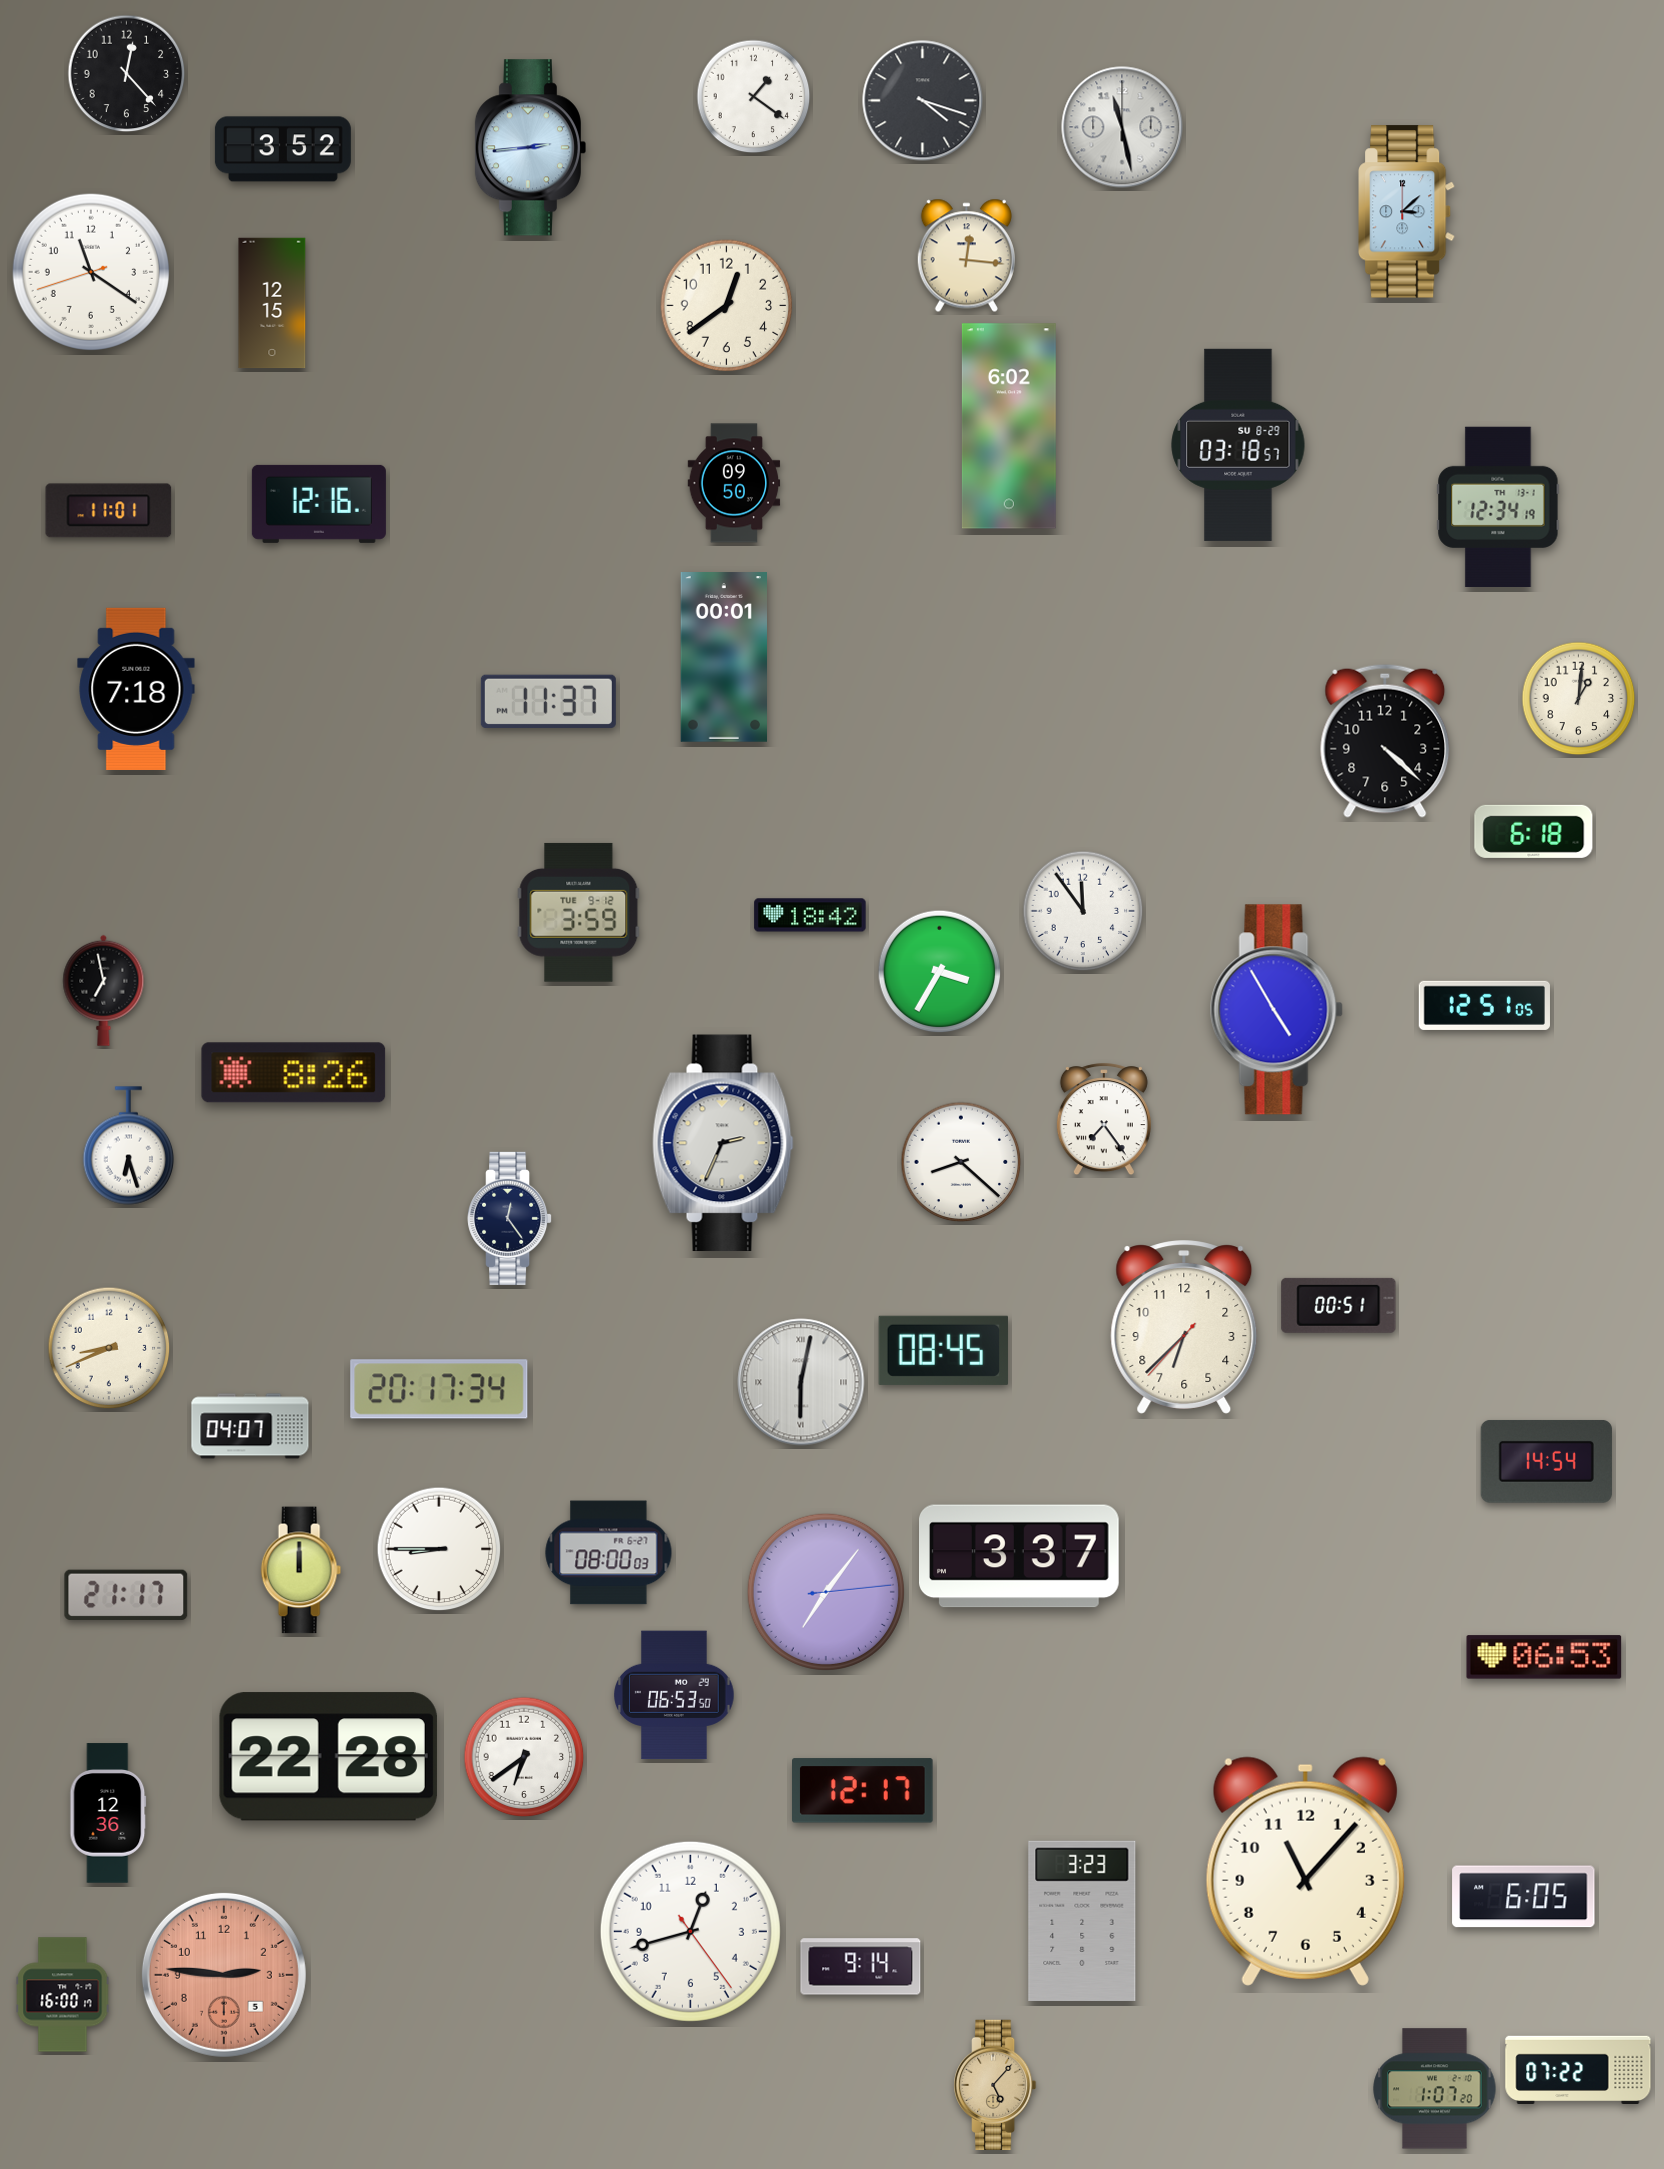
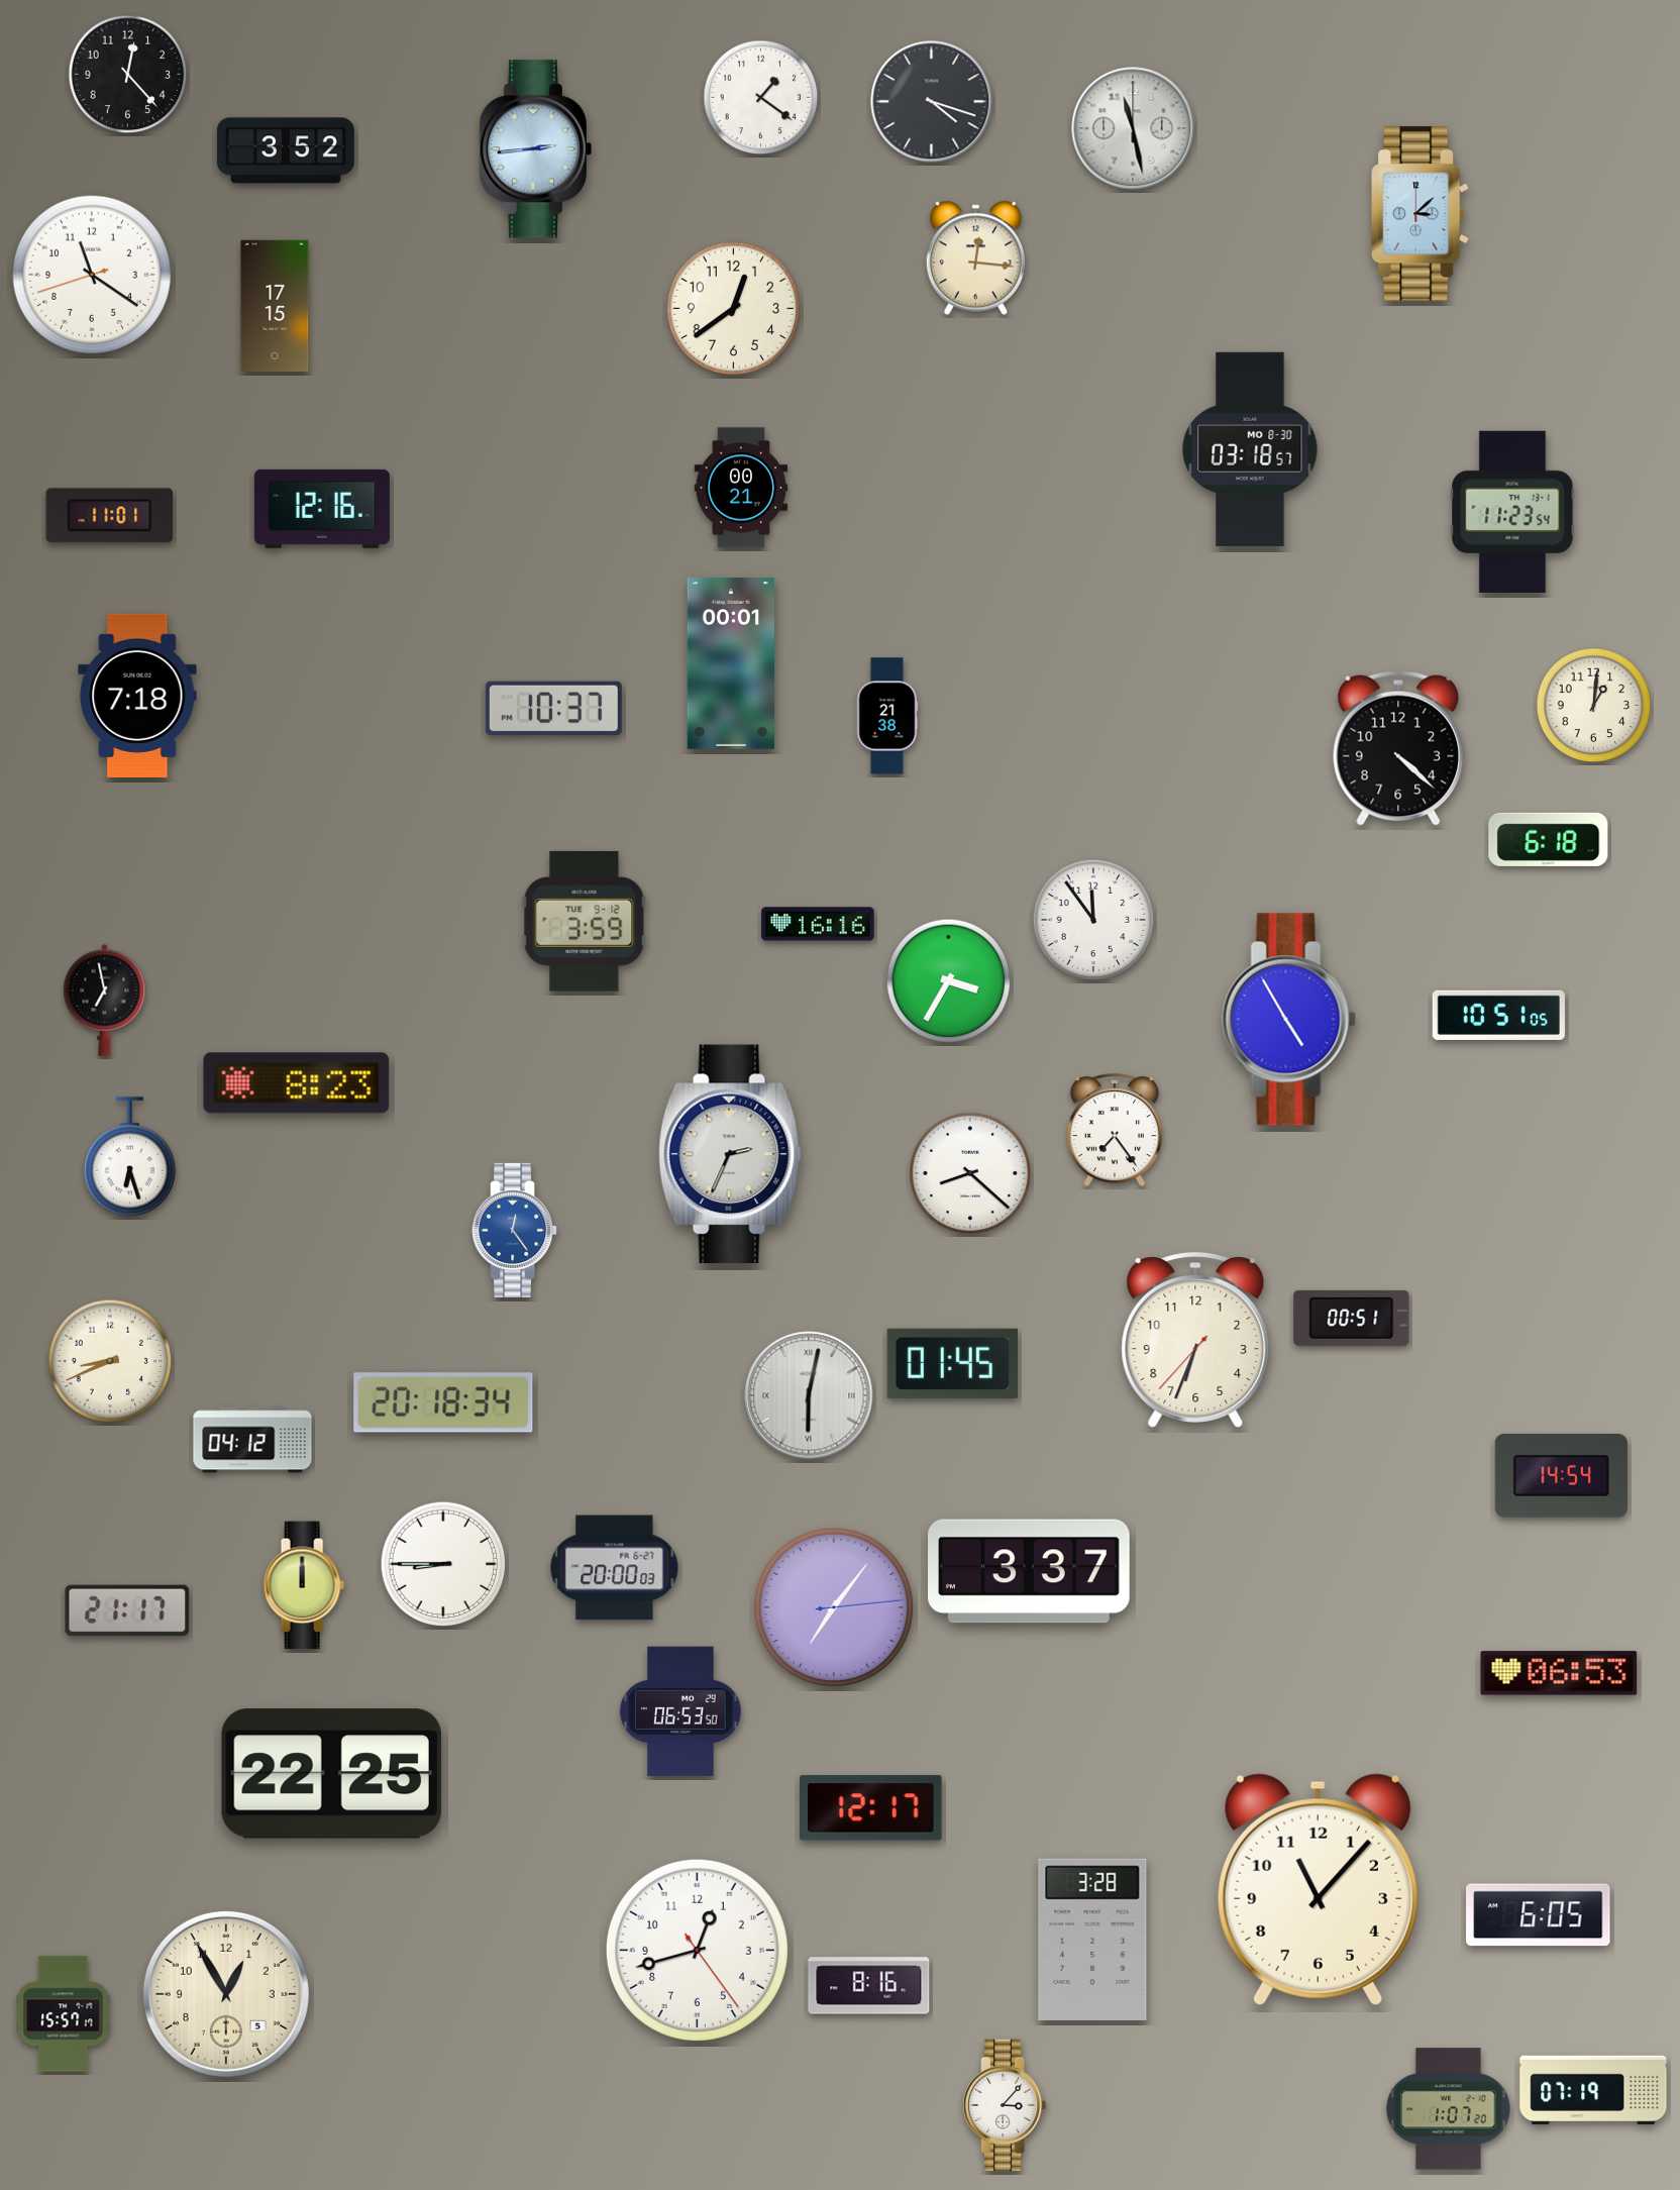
clock at (272, 303): 12:15 -> 17:15
clock at (1009, 426): 6:02 -> none
clock at (1238, 445) date: SU 8-29 -> MO 8-30
clock at (734, 483): 09:50 -> 00:21
clock at (1498, 506): 12:34 -> 11:23
clock at (548, 701): 11:37 -> 10:37
clock at (887, 716): none -> 21:38
clock at (810, 915): 18:42 -> 16:16
clock at (1484, 1005): 12:51 -> 10:51
clock at (294, 1073): 8:26 -> 8:23
clock at (510, 1218) dial: navy -> blue
clock at (1184, 1327): 6:37 -> 6:33
clock at (943, 1350): 08:45 -> 01:45
clock at (439, 1389): 20:17 -> 20:18
clock at (250, 1426): 04:07 -> 04:12
clock at (609, 1553): 08:00 -> 20:00
clock at (328, 1757): 22:28 -> 22:25
clock at (524, 1757): 6:39 -> none
clock at (108, 1813): 12:36 -> none
clock at (1082, 1921): 3:23 -> 3:28
clock at (861, 1967): 9:14 -> 8:16
clock at (224, 1975): 2:46 -> 12:55
clock at (224, 1975) dial: salmon -> cream
clock at (63, 1995): 16:00 -> 15:57
clock at (1578, 2069): 07:22 -> 07:19
clock at (996, 2085): 5:07 -> 3:07
clock at (996, 2085) dial: champagne -> white
